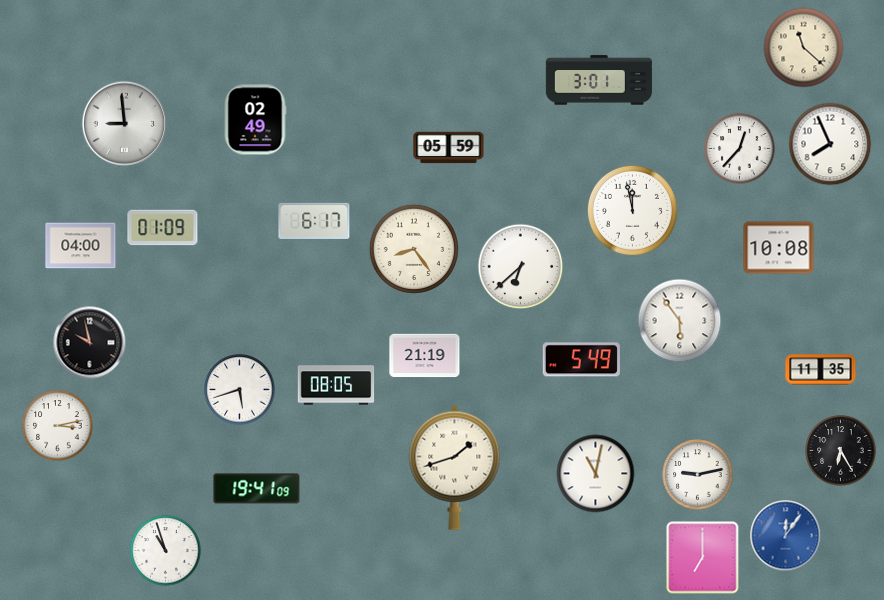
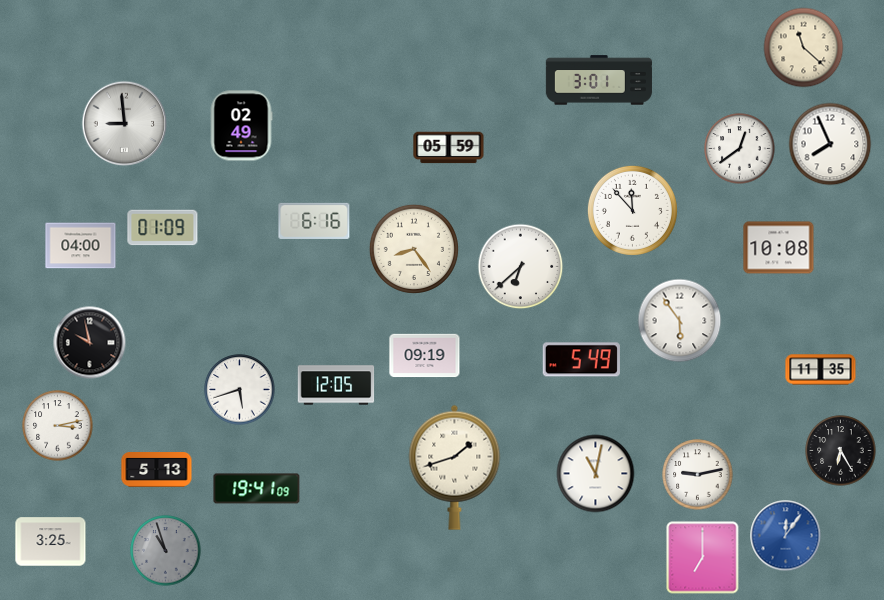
clock at (255, 120) position: (255, 120) -> (241, 126)
clock at (740, 149): 12:37 -> 12:39
clock at (632, 210): 11:58 -> 11:53
clock at (314, 221): 6:17 -> 6:16
clock at (425, 356): 21:19 -> 09:19
clock at (336, 385): 08:05 -> 12:05
clock at (157, 470): none -> 5:13
clock at (51, 542): none -> 3:25
clock at (166, 551) dial: white -> grey
